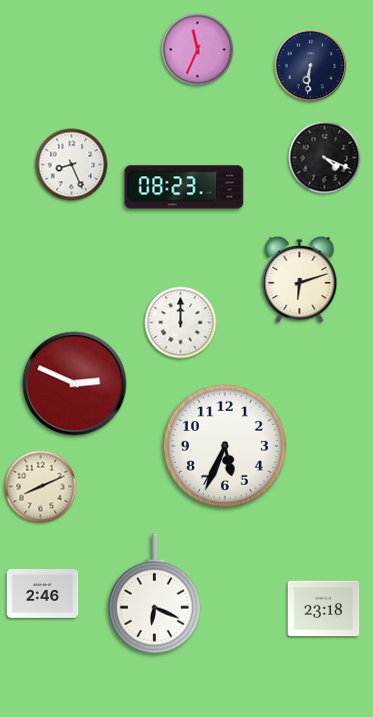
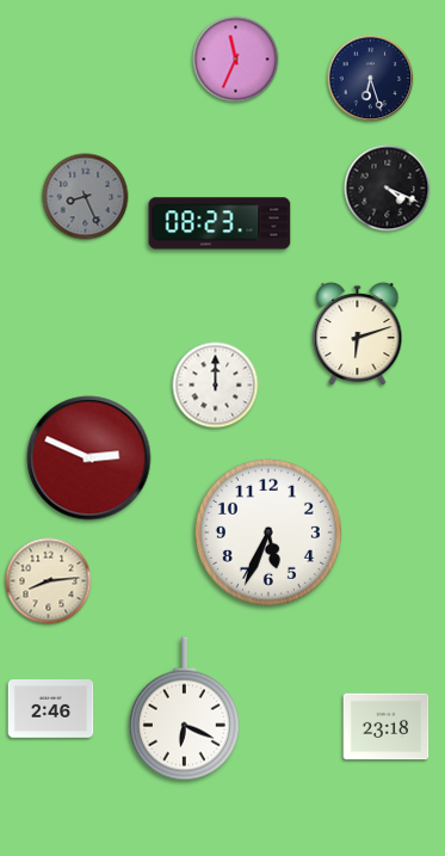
clock at (311, 66): 6:31 -> 6:27
clock at (72, 165) dial: white -> grey
clock at (41, 487): 8:11 -> 8:14
